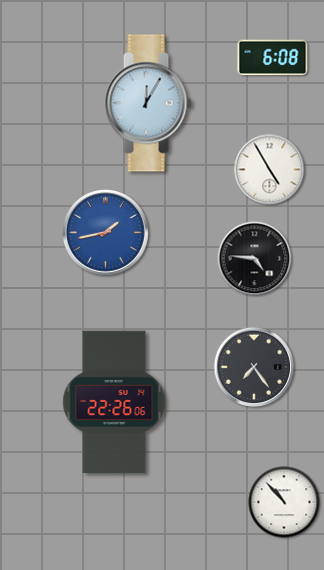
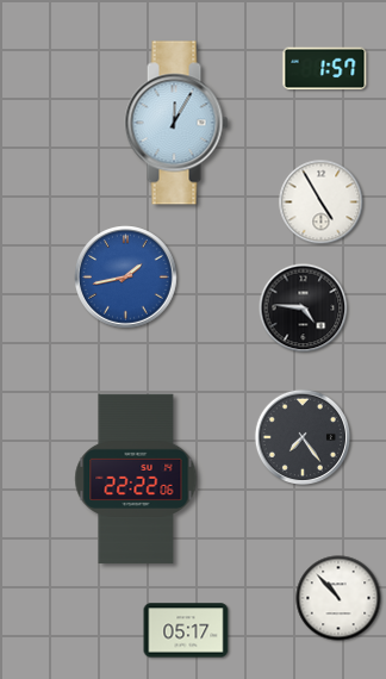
clock at (273, 58): 6:08 -> 1:57
clock at (114, 402): 22:26 -> 22:22
clock at (186, 630): none -> 05:17
